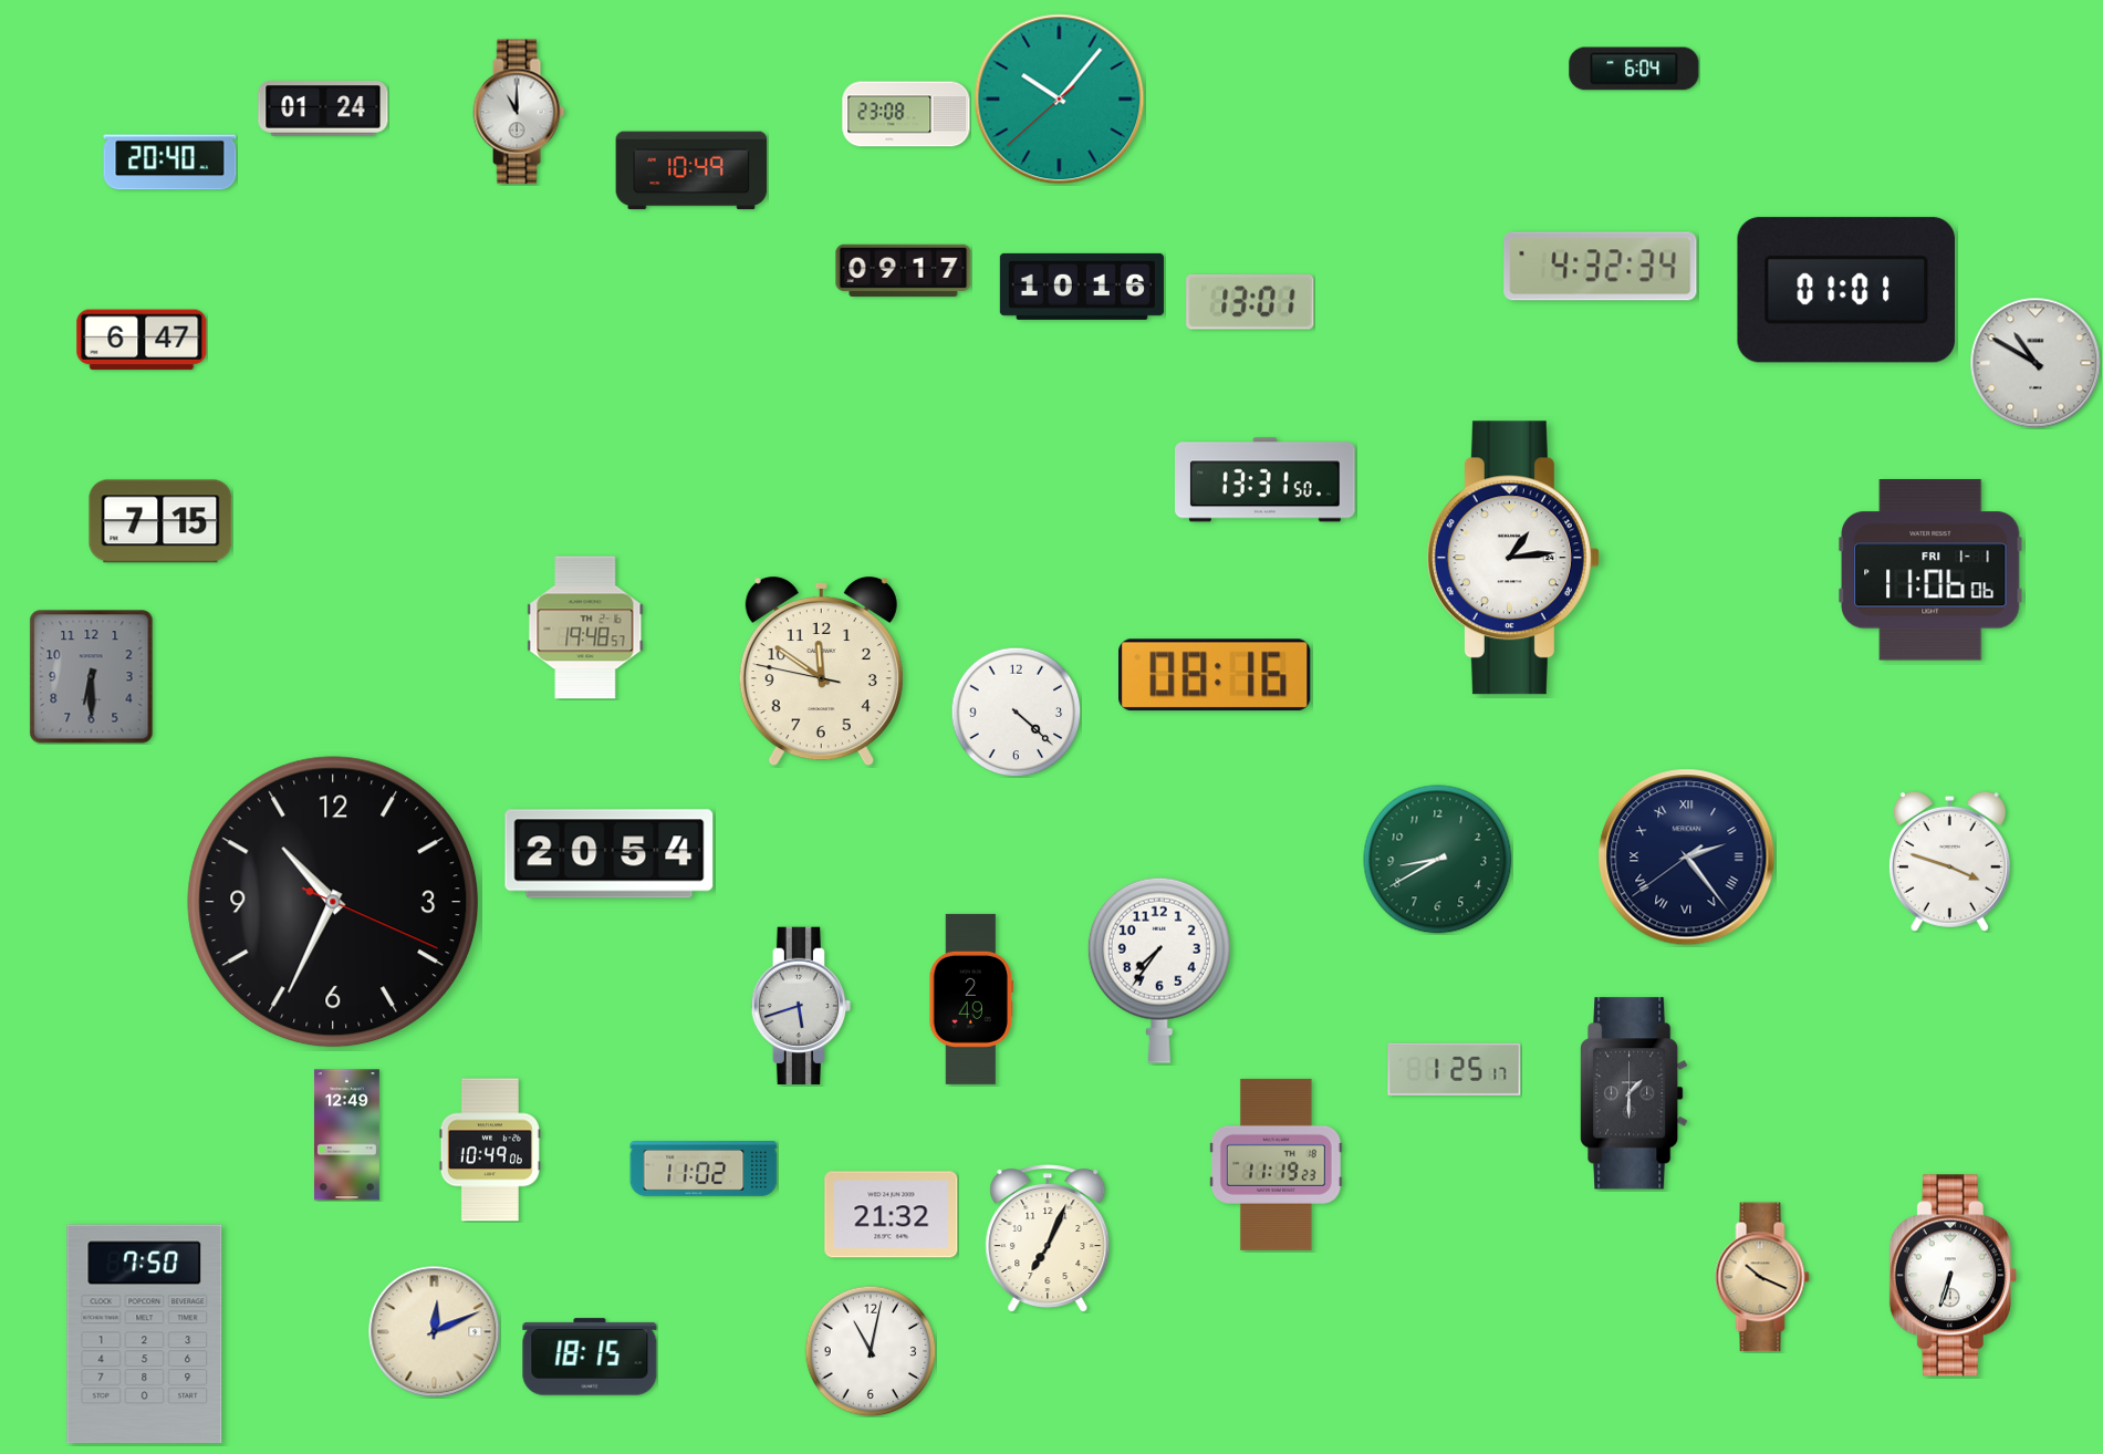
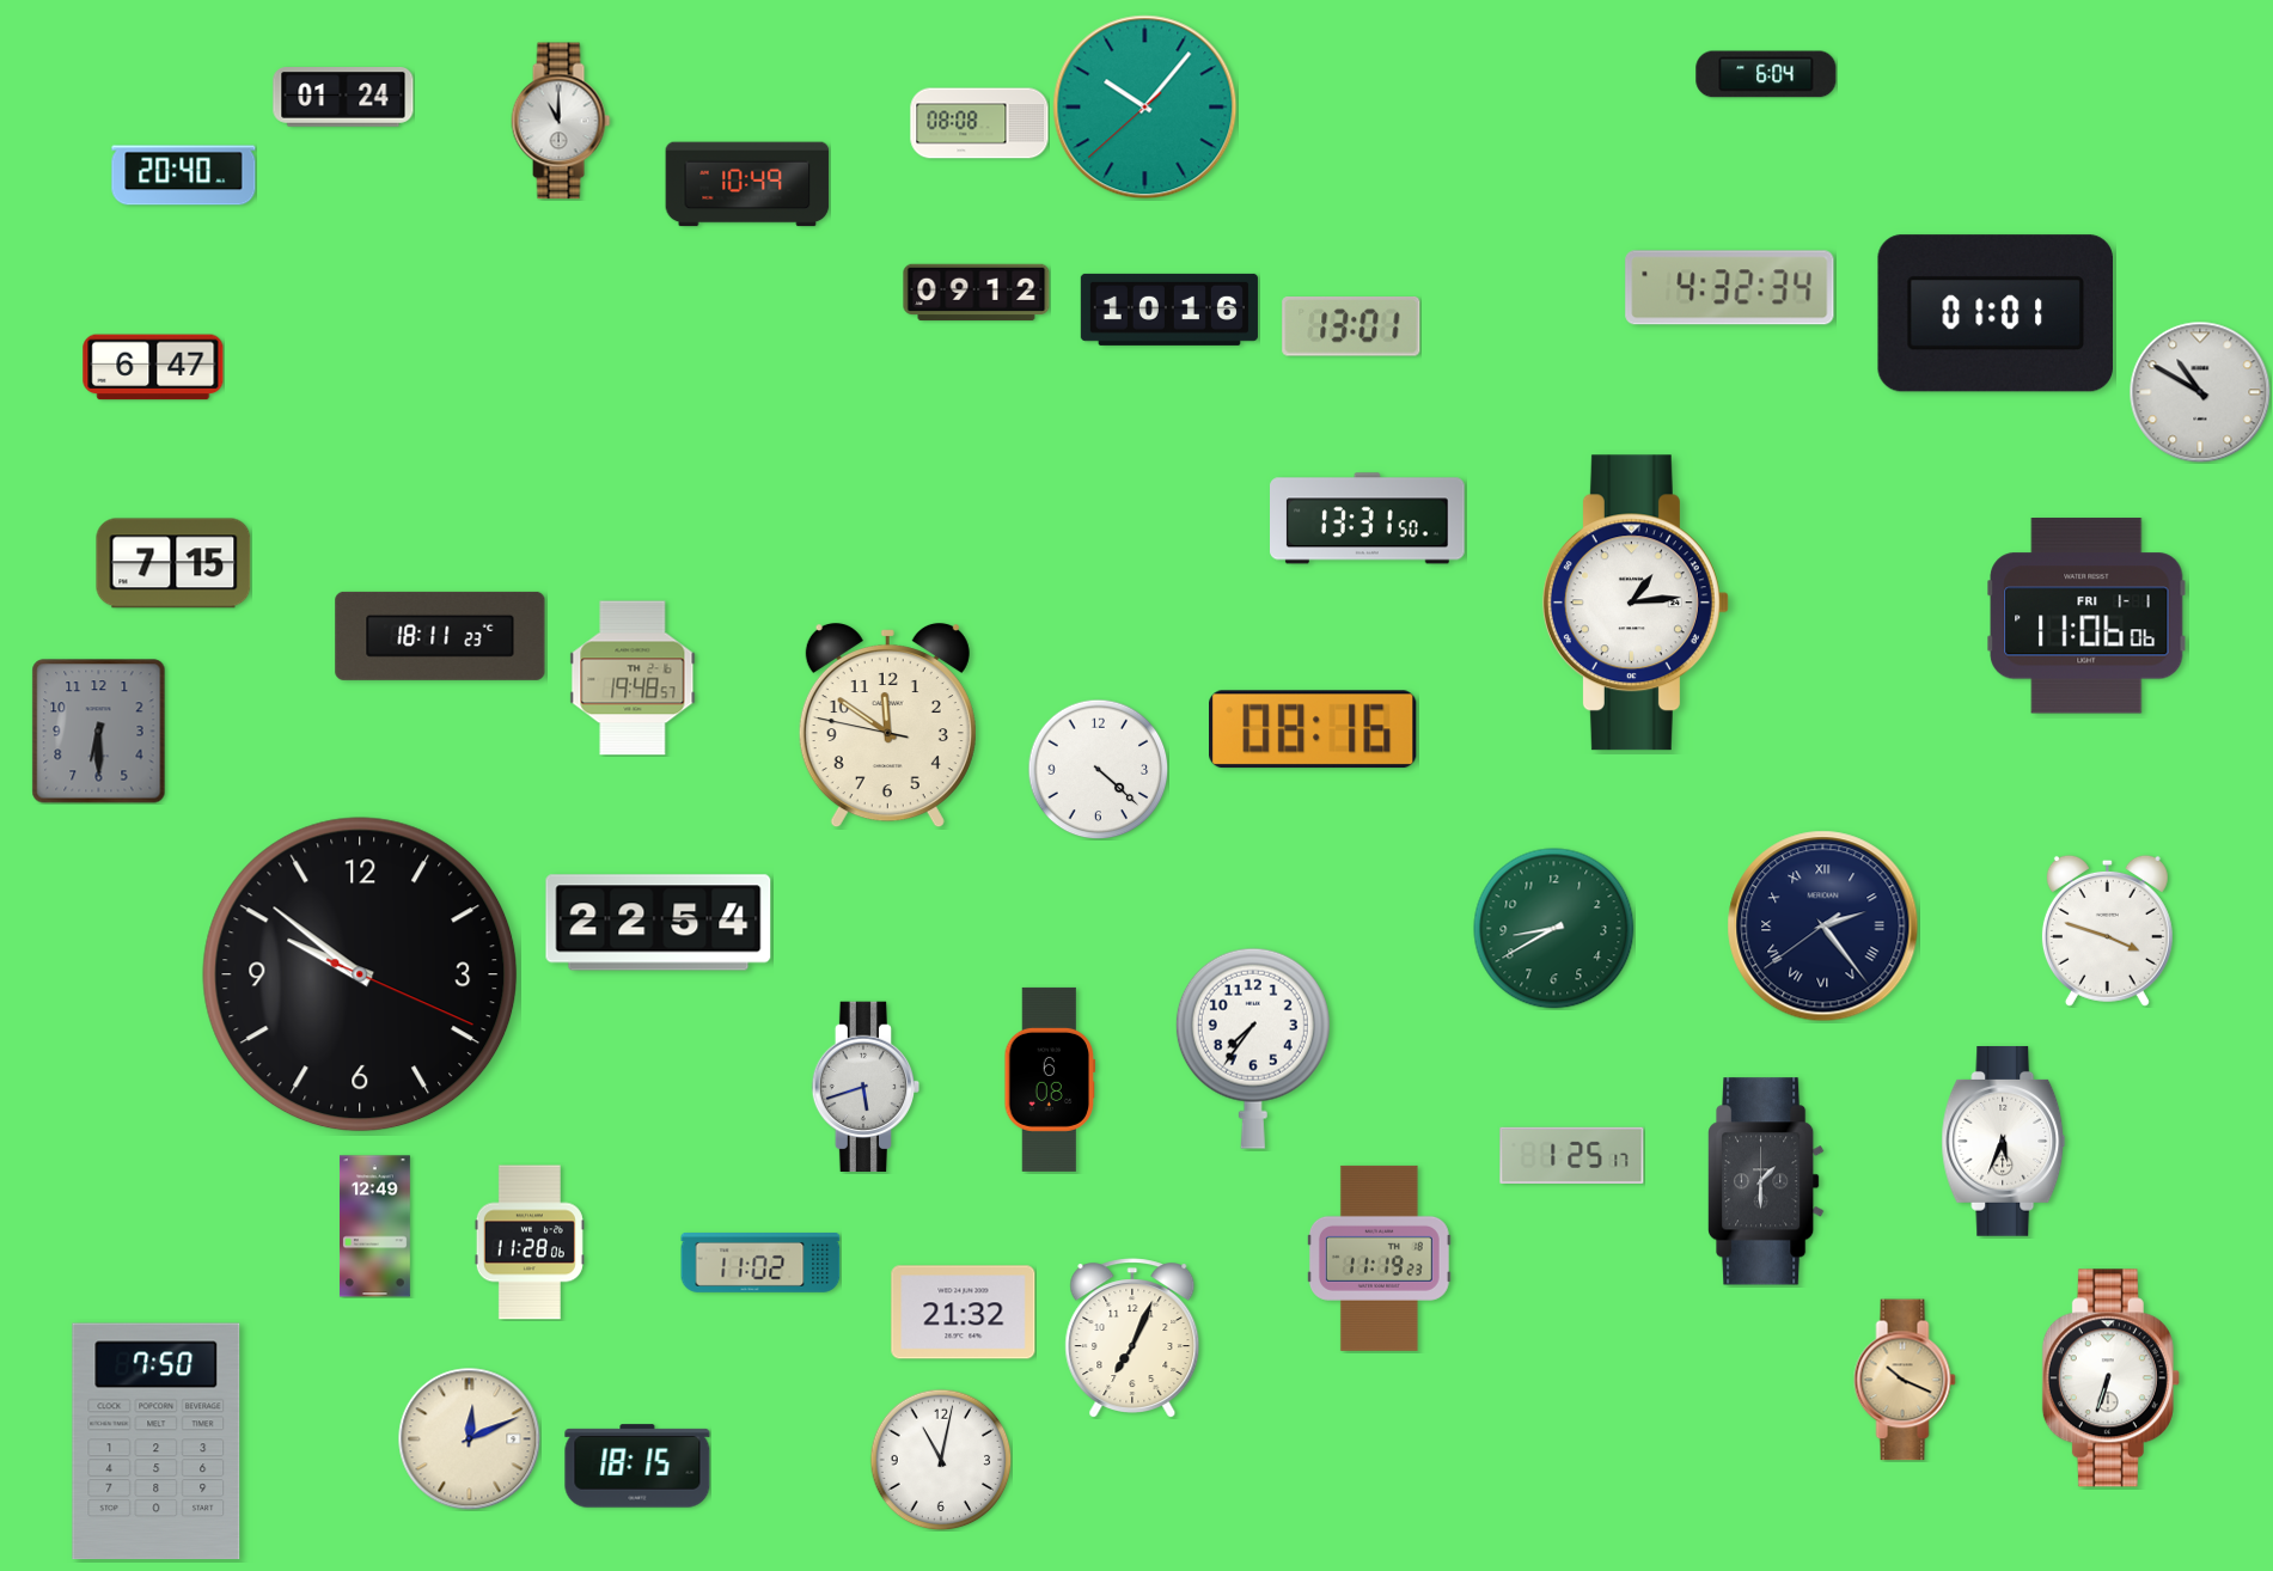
clock at (323, 110) position: (323, 110) -> (343, 98)
clock at (906, 114): 23:08 -> 08:08
clock at (904, 271): 09:17 -> 09:12
clock at (440, 636): none -> 18:11
clock at (610, 854): 20:54 -> 22:54
clock at (333, 902): 10:34 -> 9:51
clock at (971, 999): 2:49 -> 6:08
clock at (2004, 1141): none -> 5:34
clock at (490, 1150): 10:49 -> 11:28
